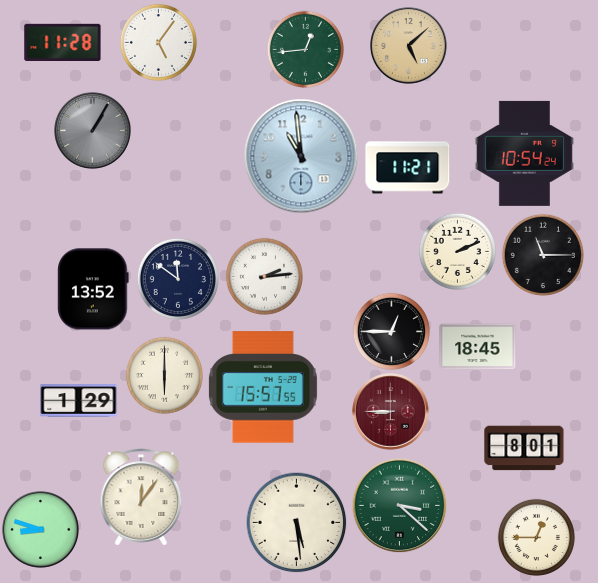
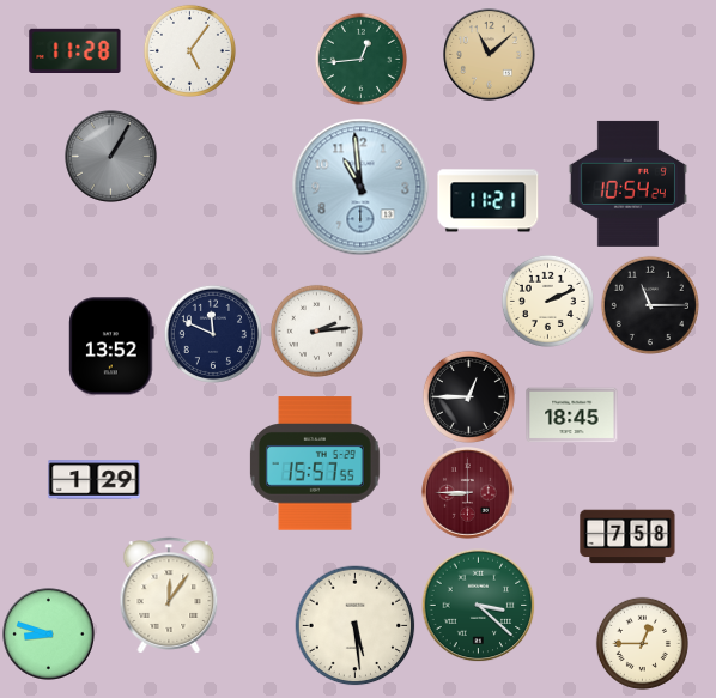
clock at (409, 46): 5:08 -> 11:08
clock at (305, 49) position: (305, 49) -> (360, 59)
clock at (178, 279): 11:51 -> 11:49
clock at (164, 375): 6:00 -> none
clock at (524, 448): 8:01 -> 7:58
